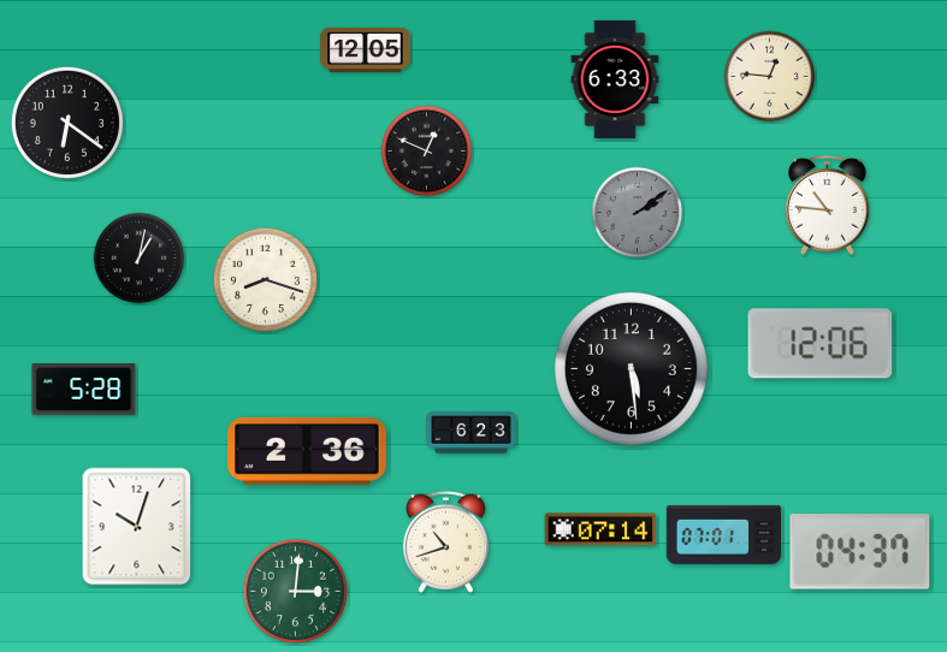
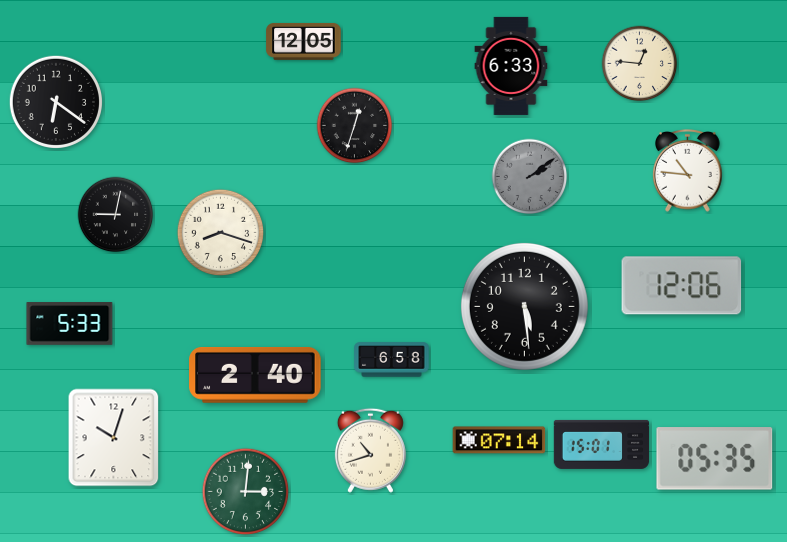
clock at (427, 152): 12:49 -> 12:33
clock at (140, 259): 1:02 -> 9:02
clock at (84, 390): 5:28 -> 5:33
clock at (472, 433): 6:23 -> 6:58
clock at (307, 452): 2:36 -> 2:40
clock at (724, 534): 07:01 -> 15:01
clock at (860, 552): 04:37 -> 05:35
